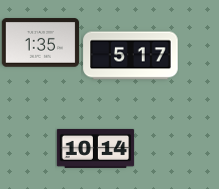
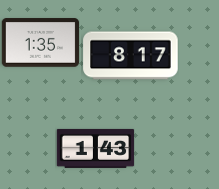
clock at (131, 56): 5:17 -> 8:17
clock at (95, 148): 10:14 -> 1:43
